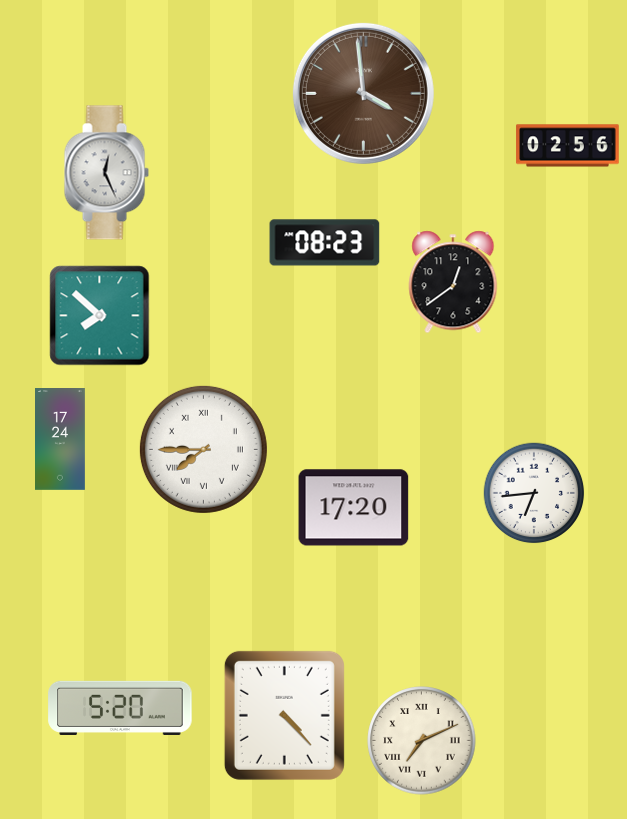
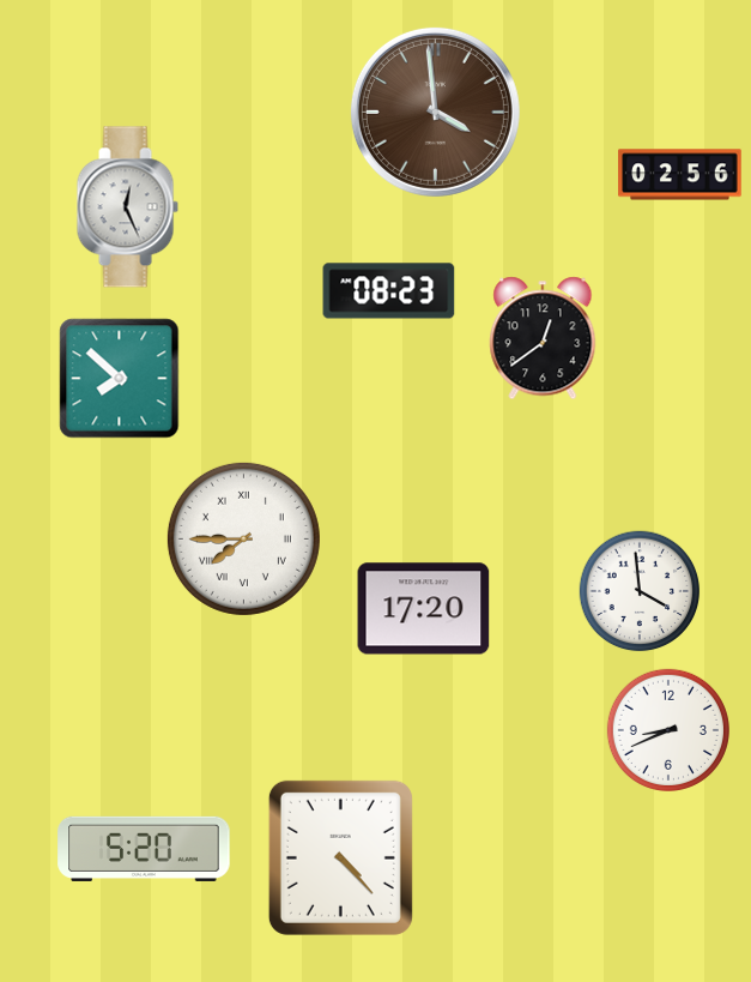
clock at (61, 440): 17:24 -> none
clock at (534, 493): 6:44 -> 3:59
clock at (668, 730): none -> 8:41
clock at (422, 741): 7:11 -> none
